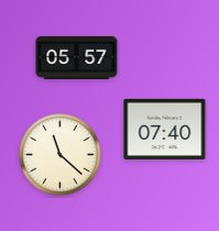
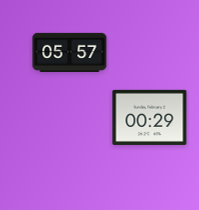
clock at (165, 129): 07:40 -> 00:29
clock at (61, 155): 11:22 -> none
